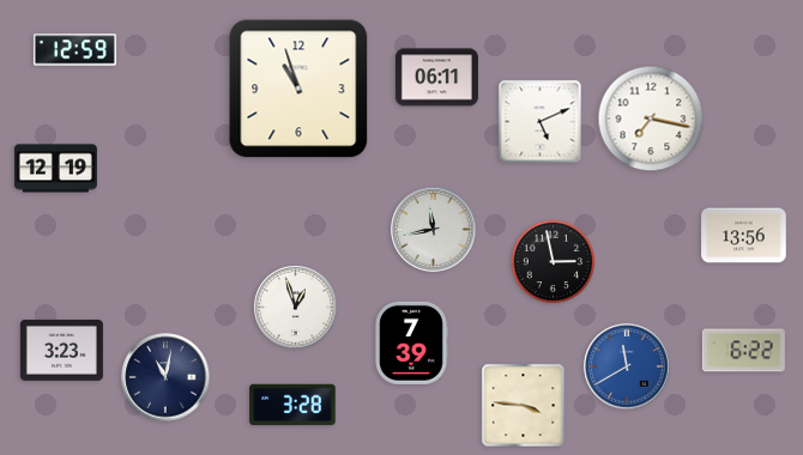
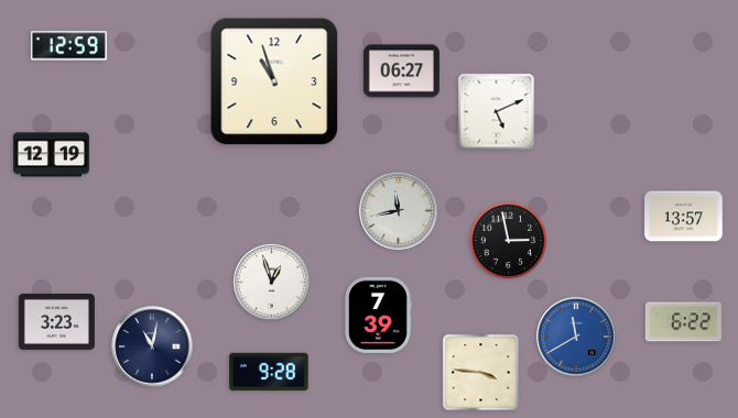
clock at (436, 78): 06:11 -> 06:27
clock at (651, 119): 7:17 -> none
clock at (744, 236): 13:56 -> 13:57
clock at (292, 405): 3:28 -> 9:28
